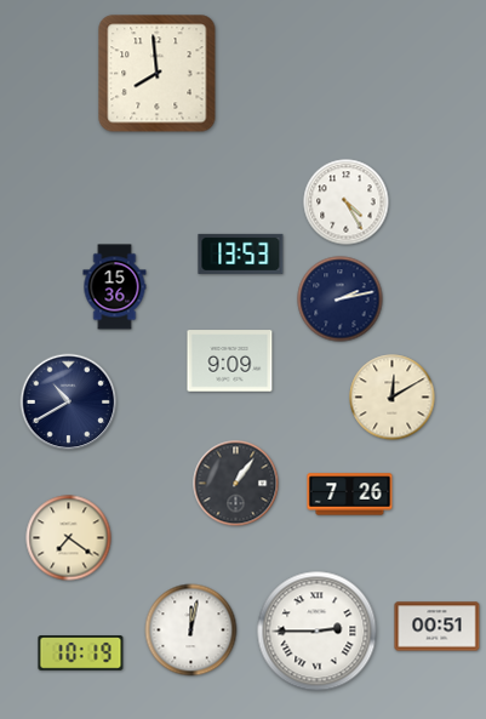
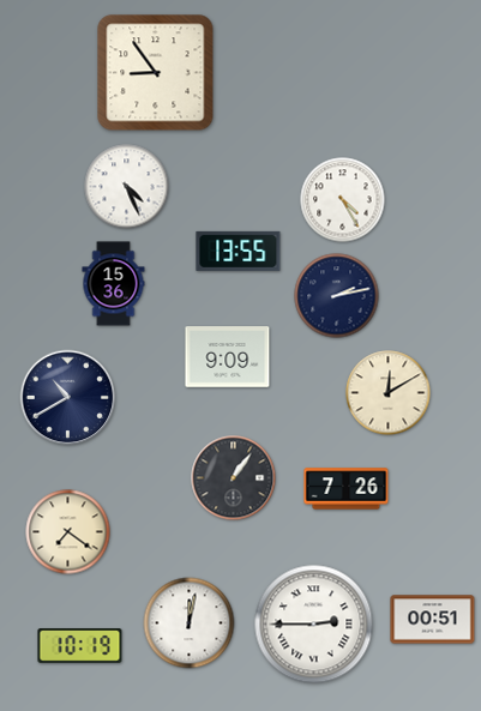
clock at (158, 74): 7:59 -> 8:54
clock at (127, 187): none -> 4:26
clock at (241, 253): 13:53 -> 13:55
